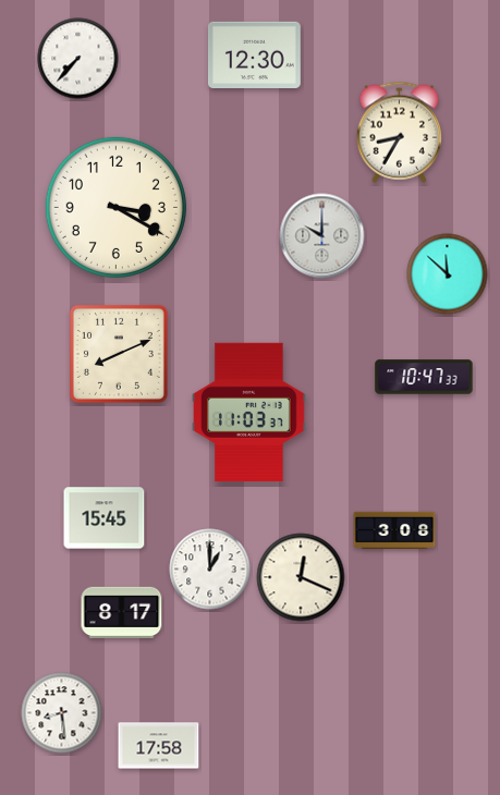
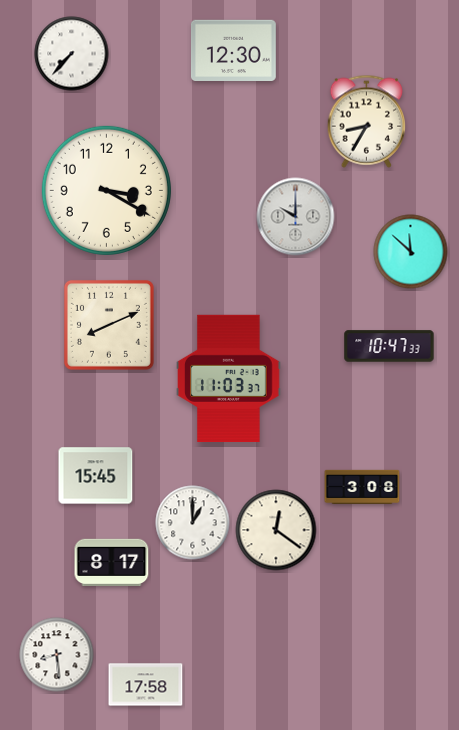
clock at (301, 577): 12:19 -> 12:21
